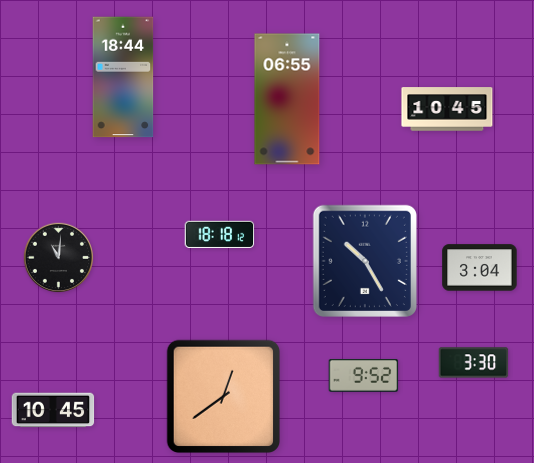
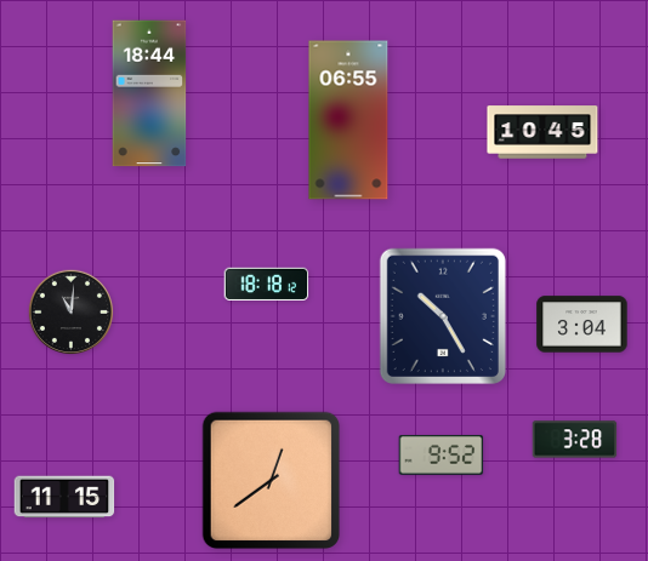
clock at (474, 363): 3:30 -> 3:28
clock at (53, 410): 10:45 -> 11:15
